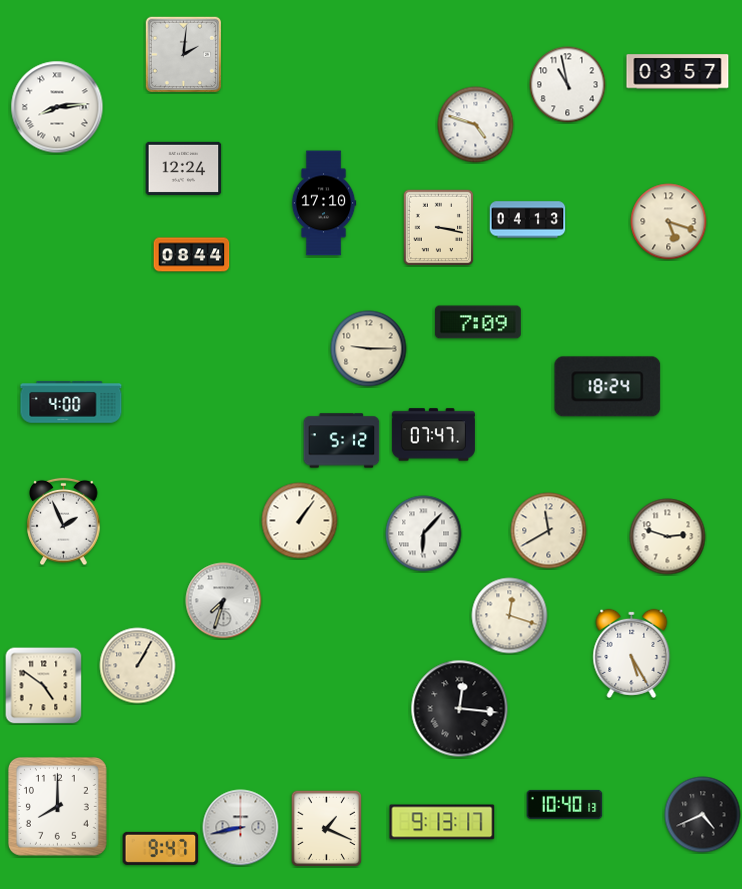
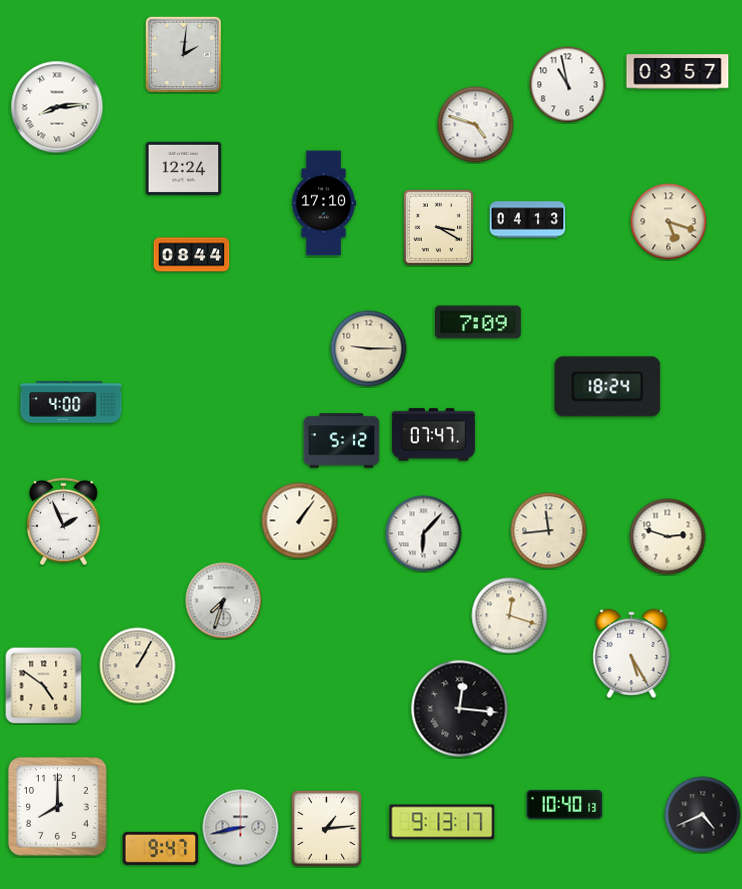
clock at (439, 227): 3:17 -> 3:20
clock at (549, 531): 11:40 -> 11:44
clock at (327, 828): 1:19 -> 1:14
